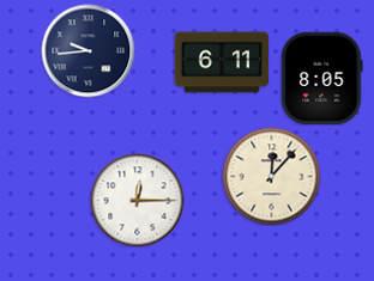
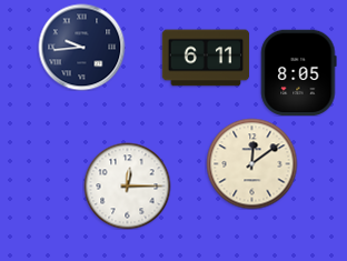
clock at (271, 176): 12:07 -> 12:09
